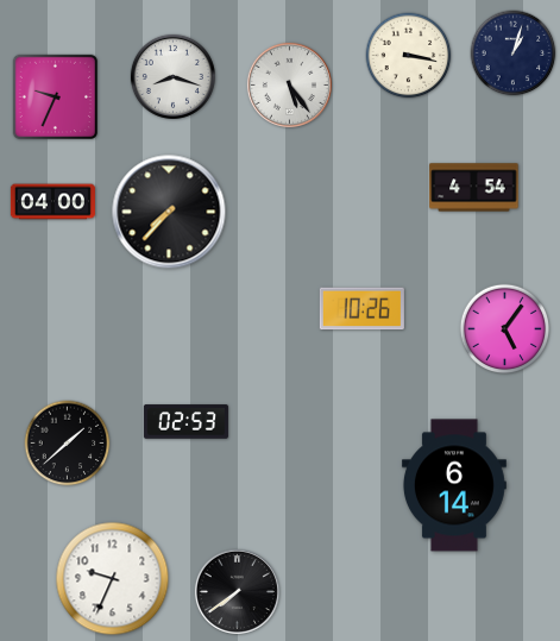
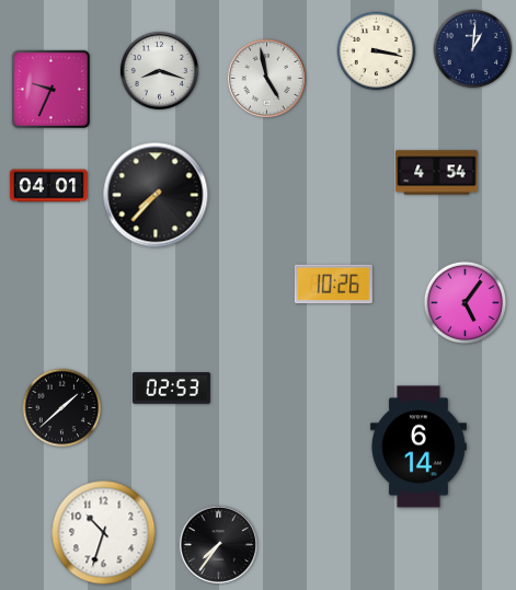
clock at (514, 54): 1:03 -> 1:01
clock at (289, 84): 5:24 -> 4:58
clock at (52, 202): 04:00 -> 04:01
clock at (113, 579): 9:34 -> 10:33
clock at (237, 591): 7:39 -> 7:36
